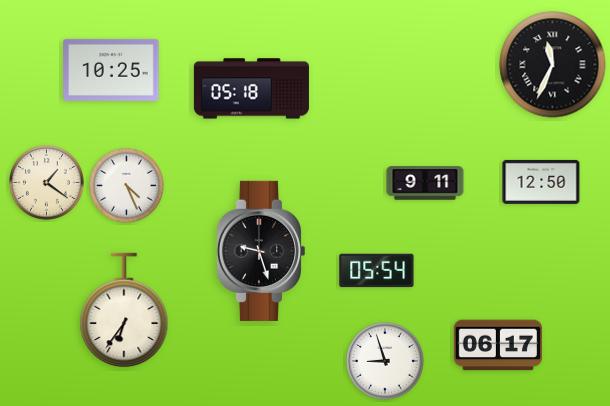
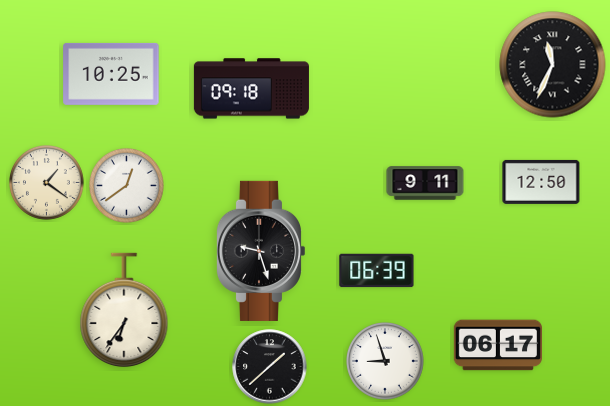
clock at (111, 70) position: (111, 70) -> (111, 74)
clock at (251, 89): 05:18 -> 09:18
clock at (127, 186): 4:26 -> 12:39
clock at (377, 271): 05:54 -> 06:39
clock at (270, 367): none -> 1:38
